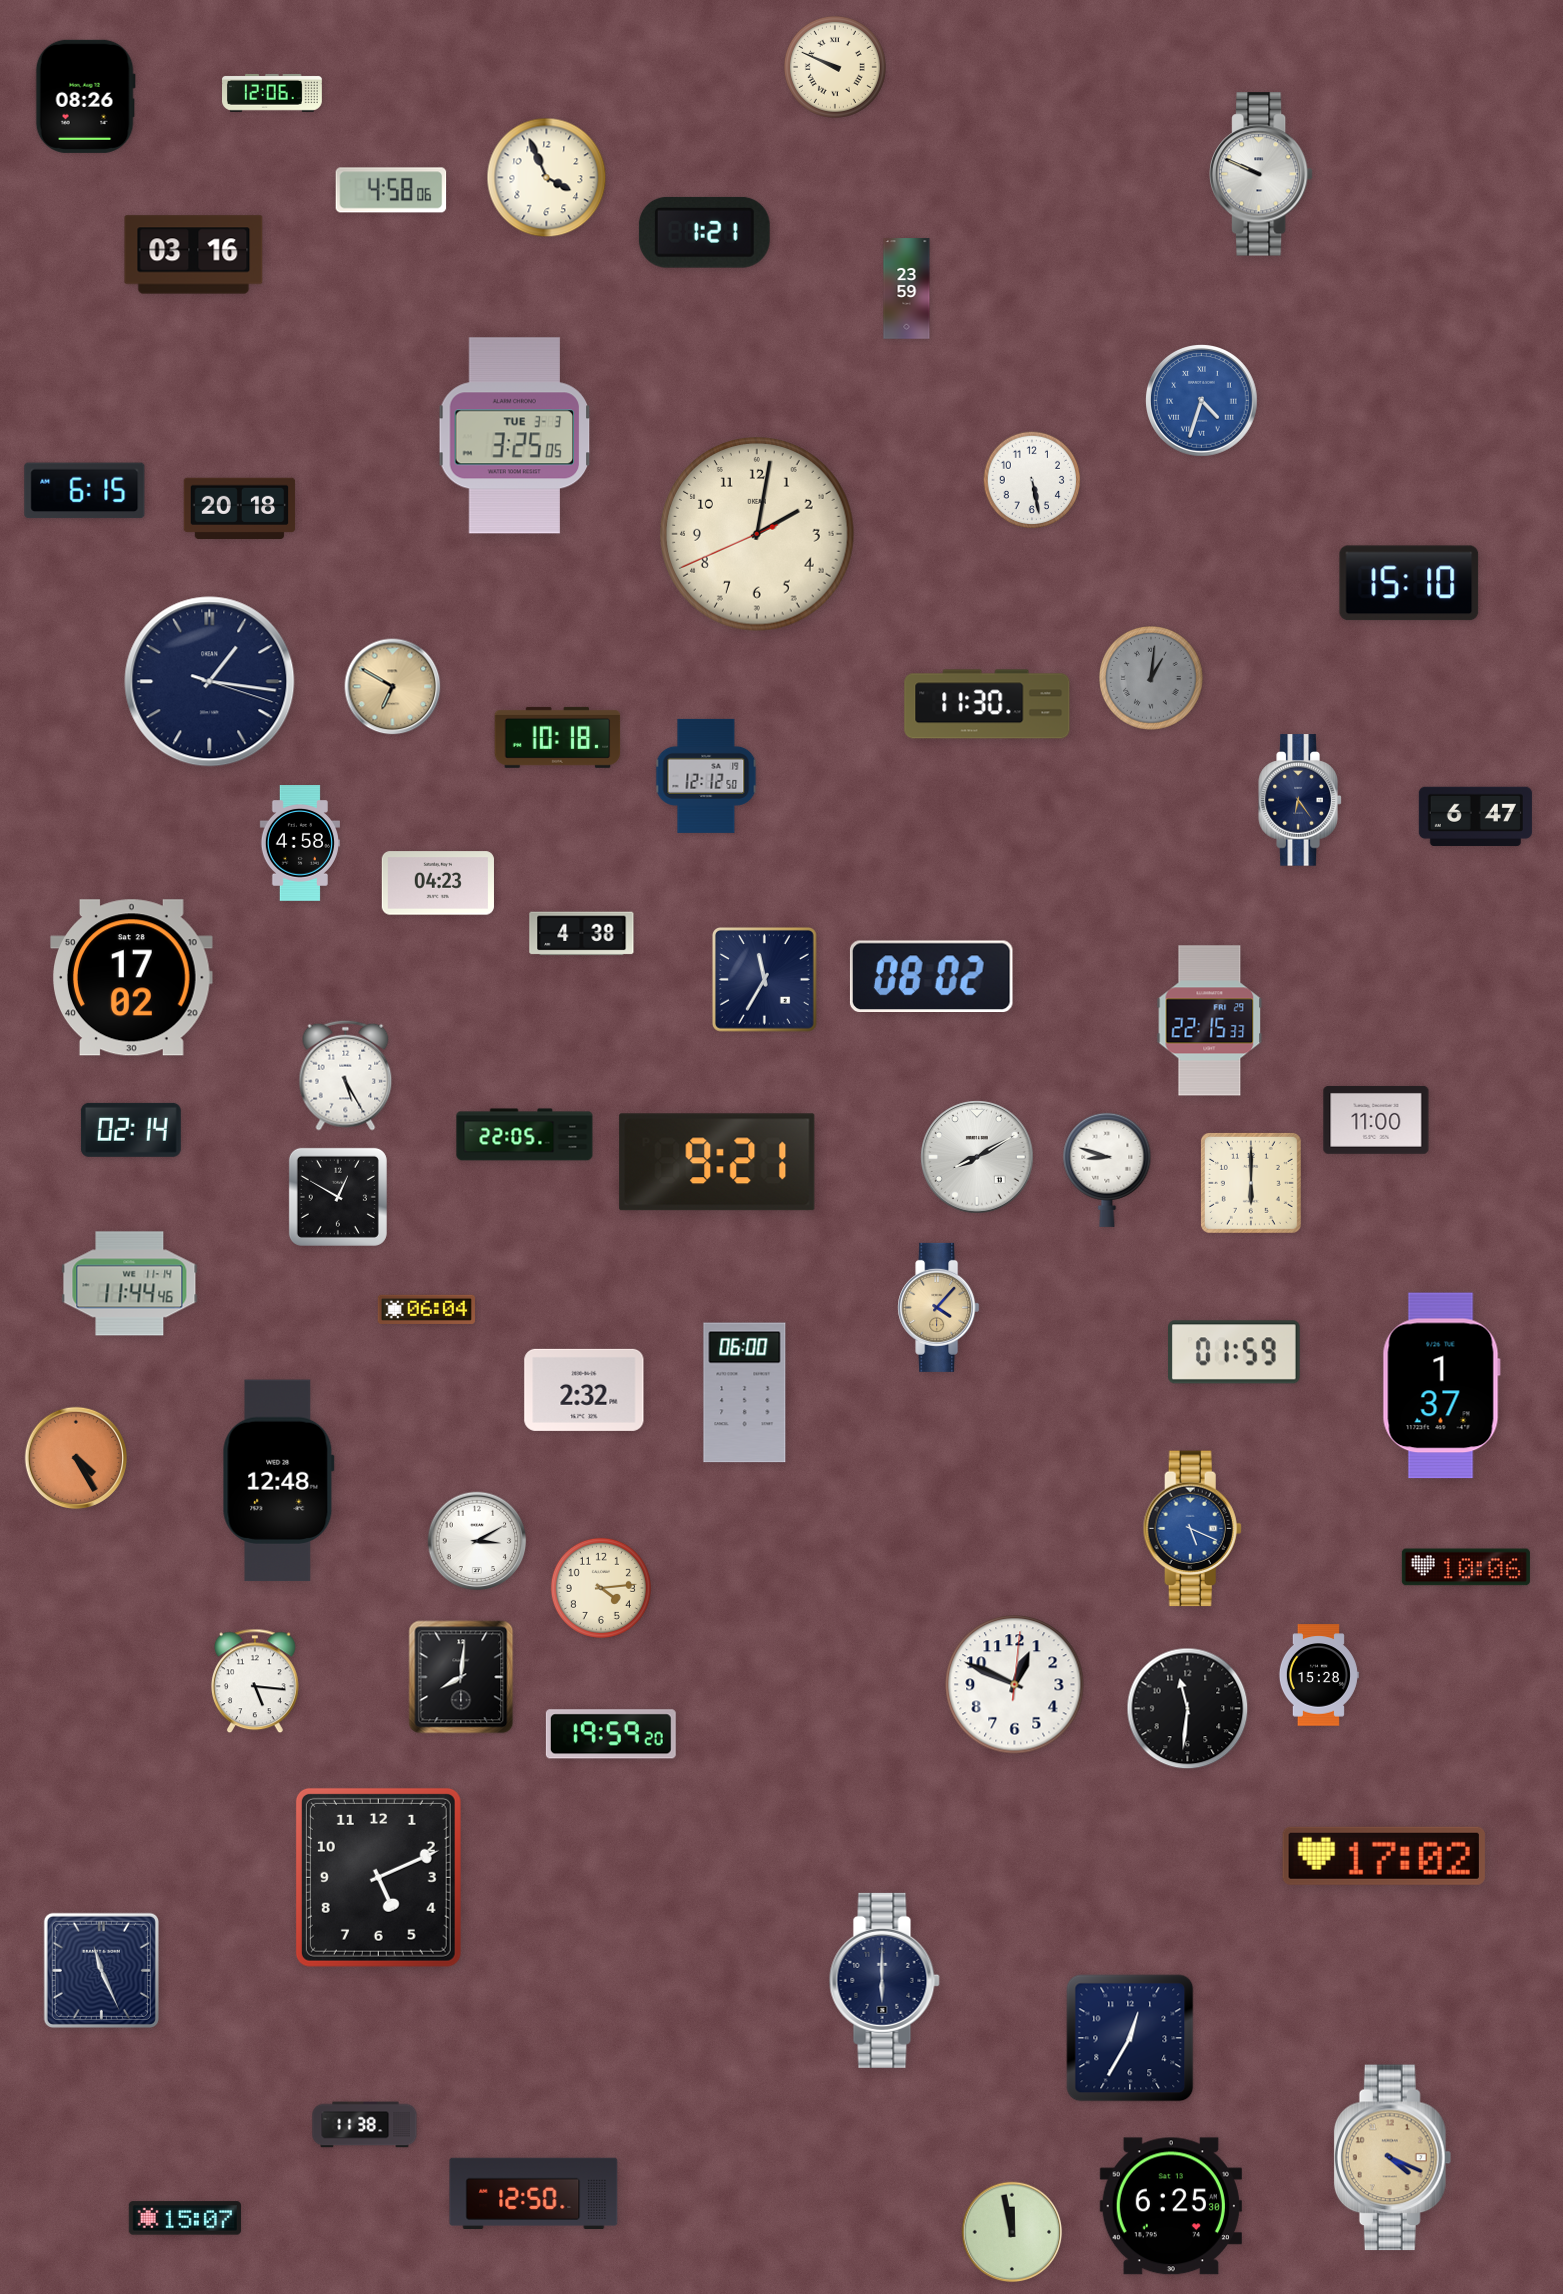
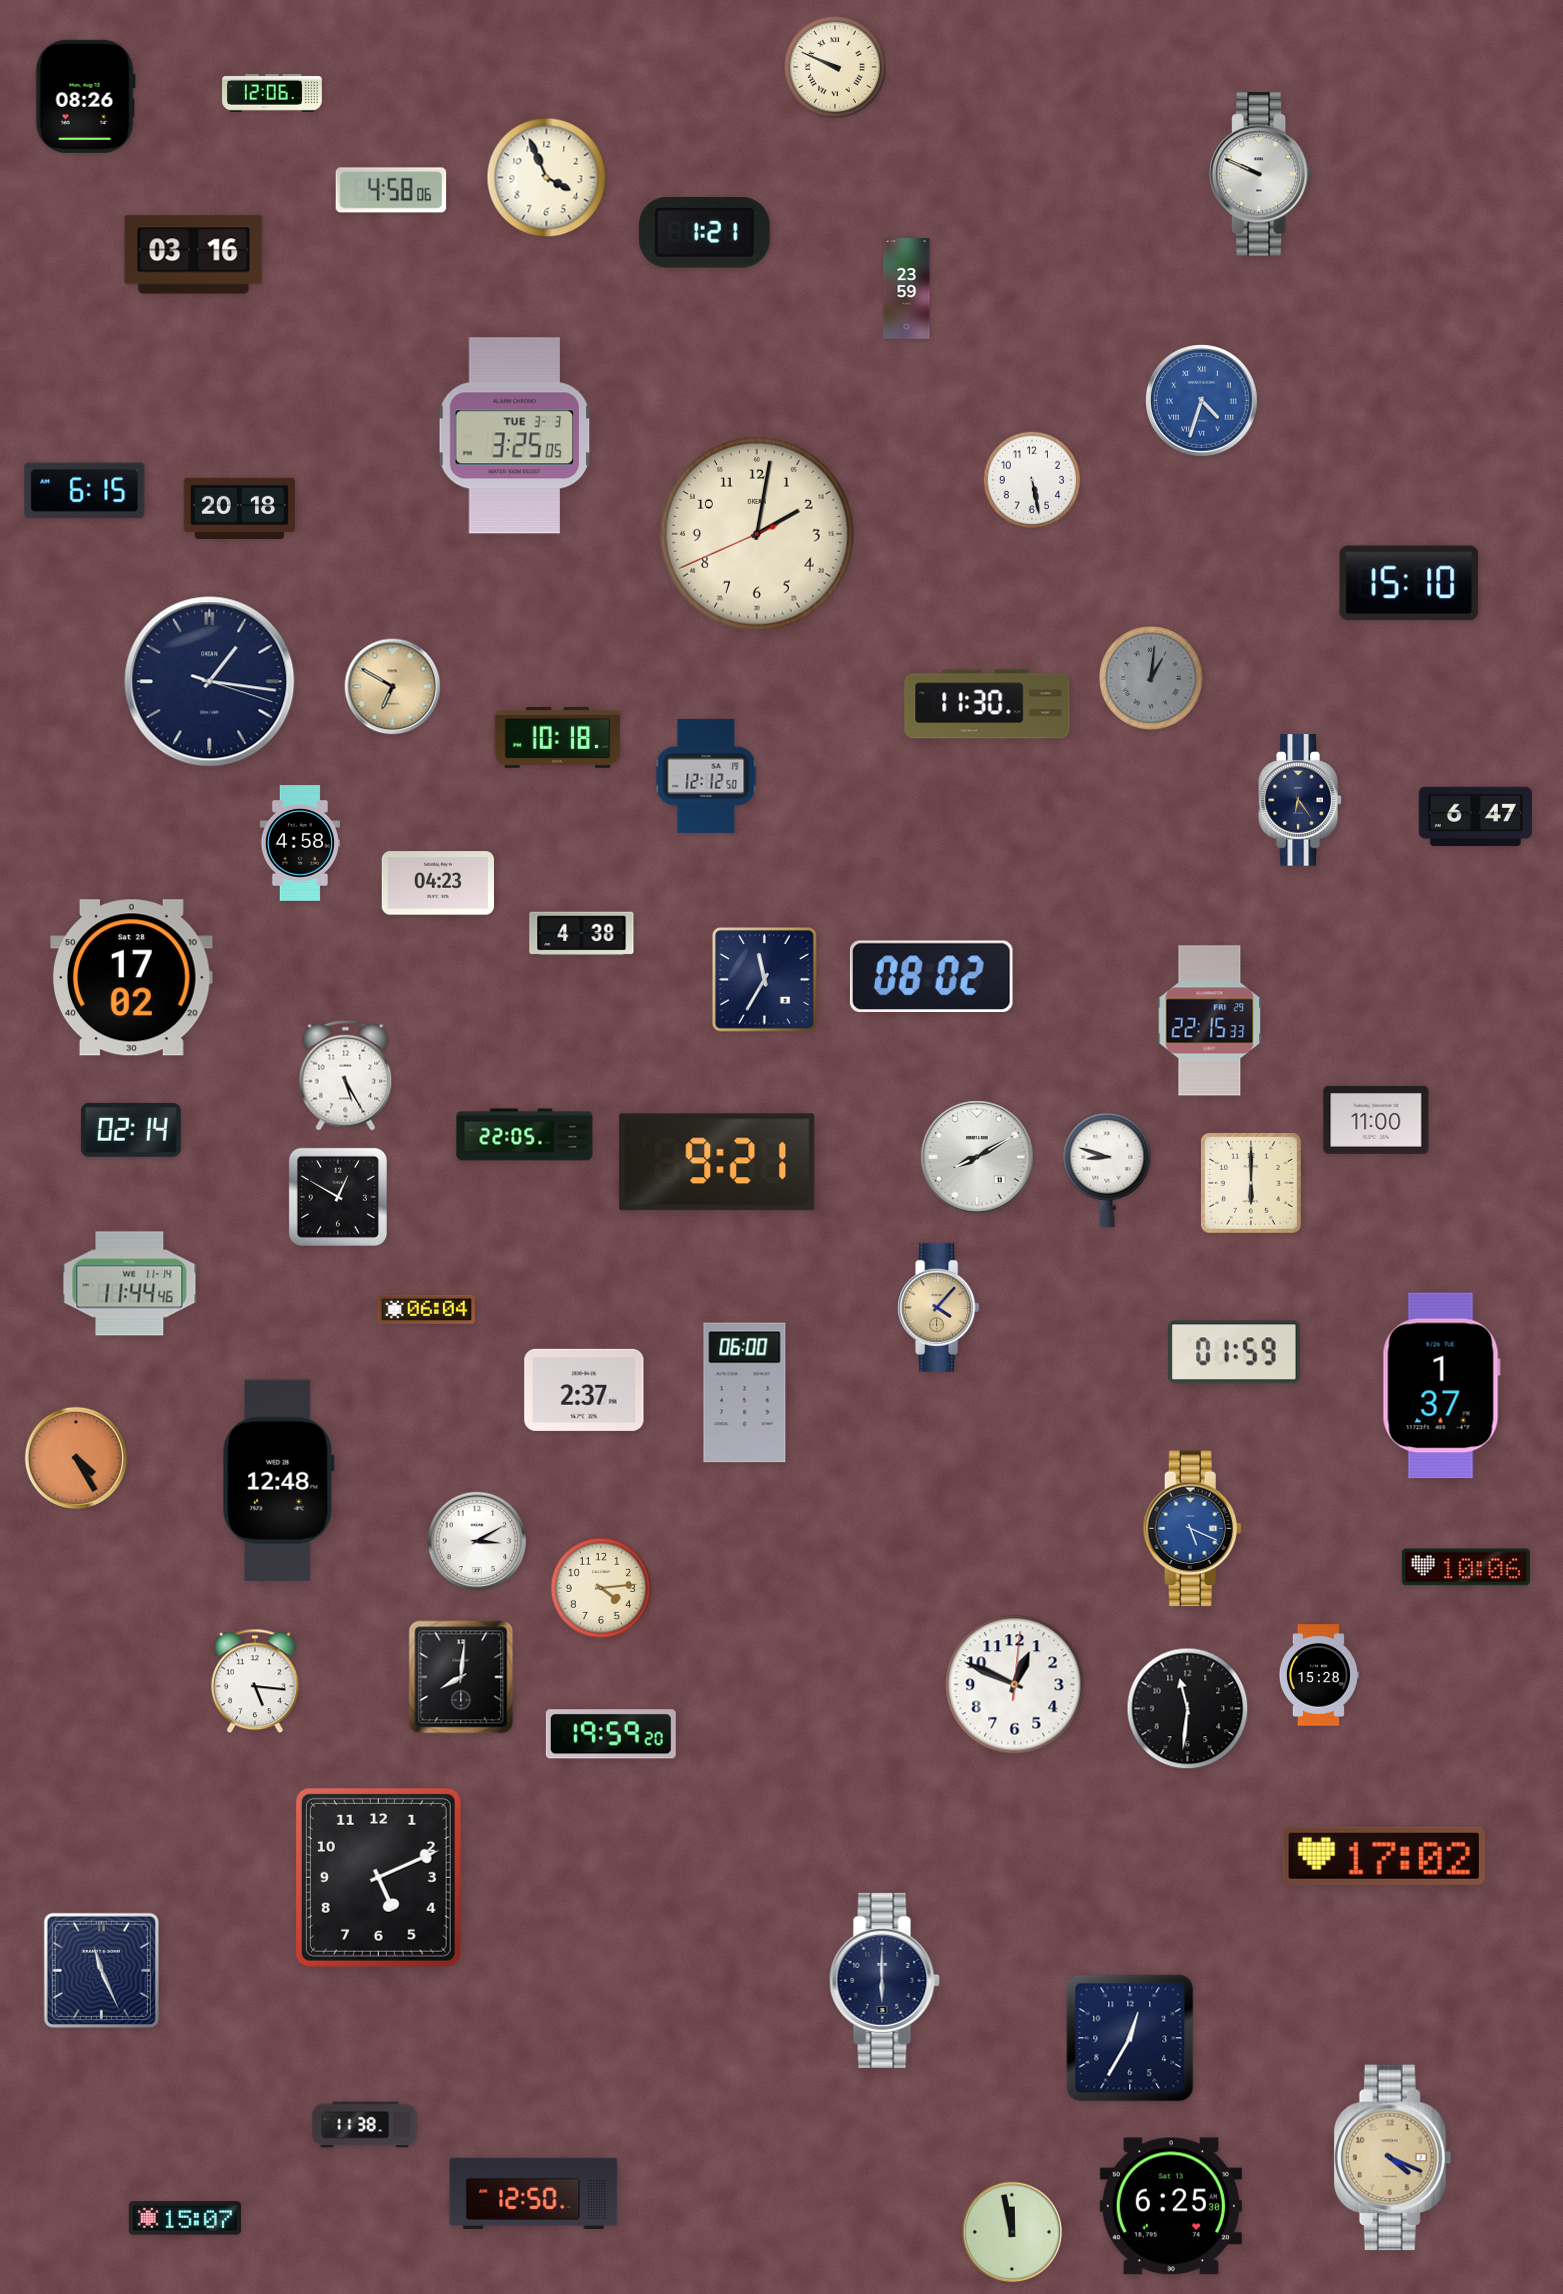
clock at (584, 1390): 2:32 -> 2:37
